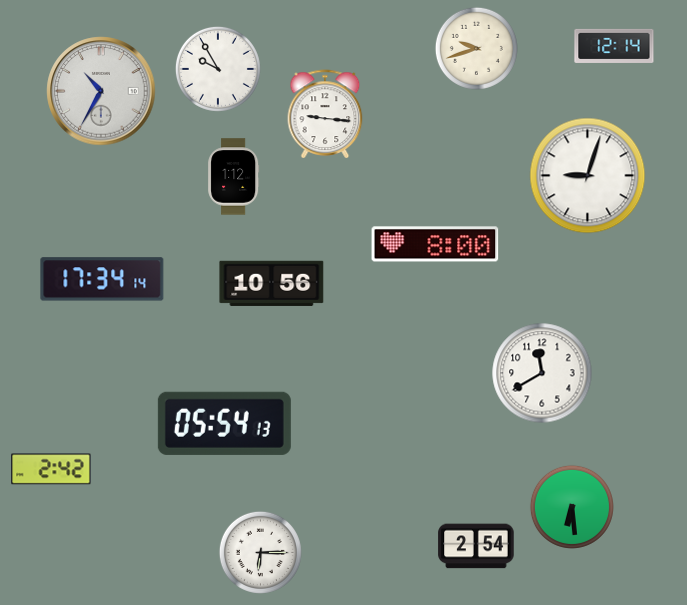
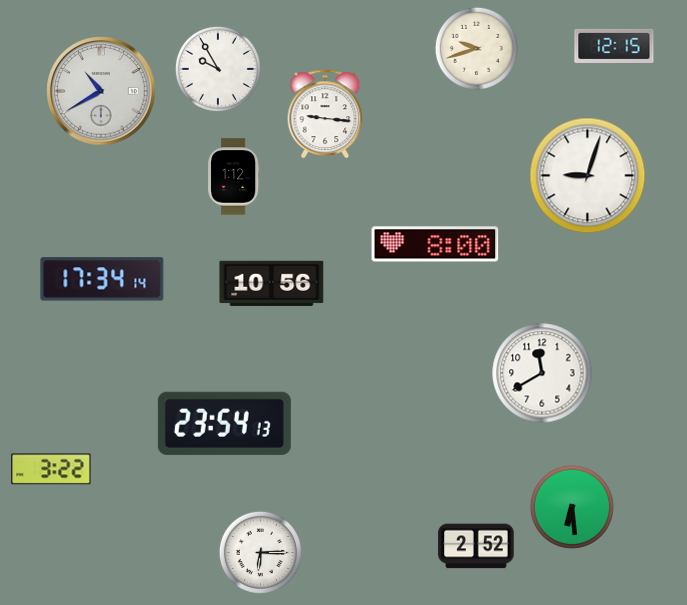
clock at (614, 46): 12:14 -> 12:15
clock at (101, 91): 10:35 -> 10:40
clock at (224, 423): 05:54 -> 23:54
clock at (51, 469): 2:42 -> 3:22
clock at (476, 546): 2:54 -> 2:52
